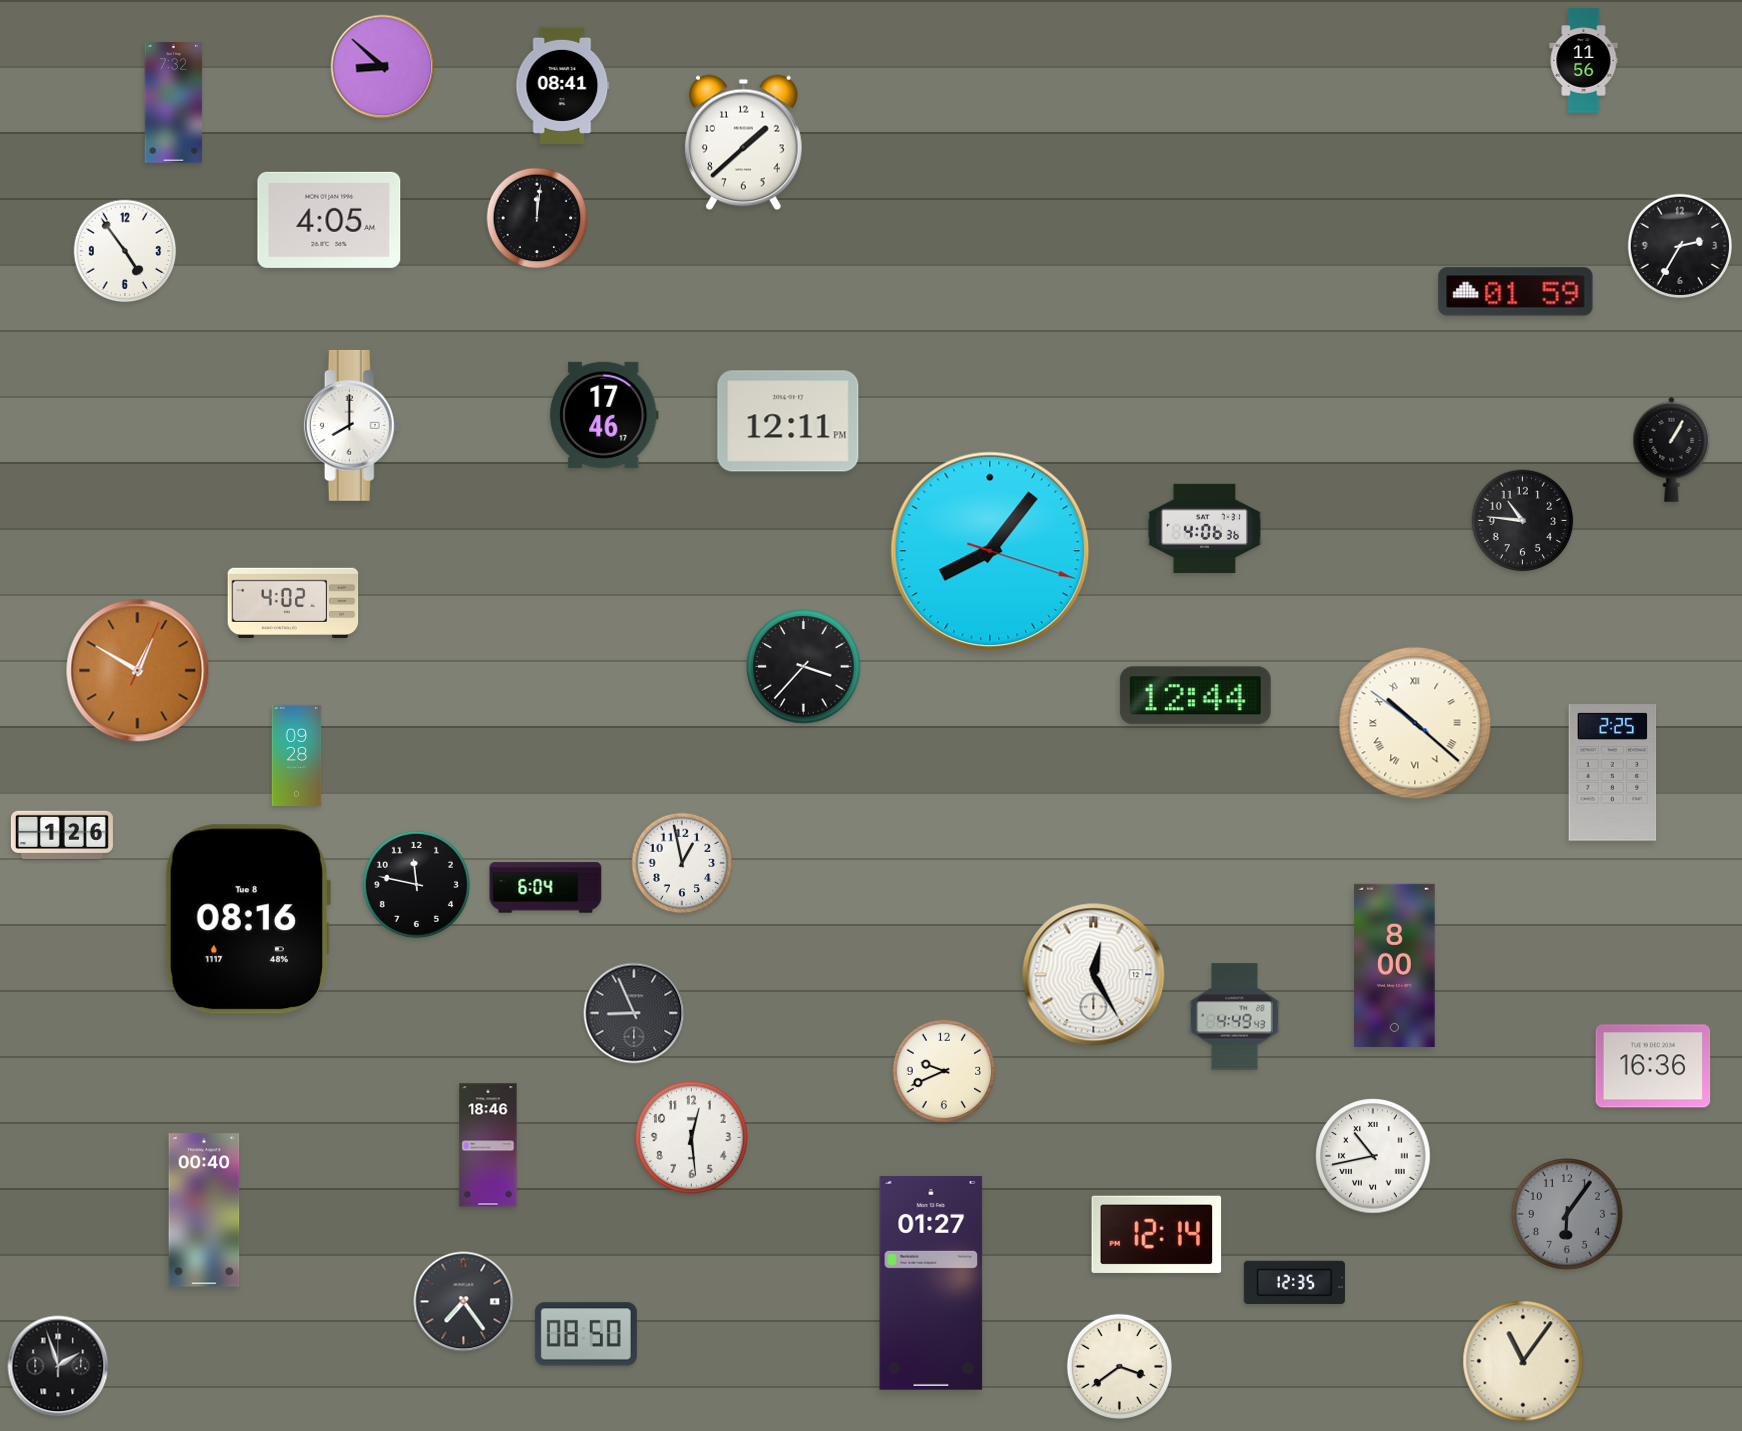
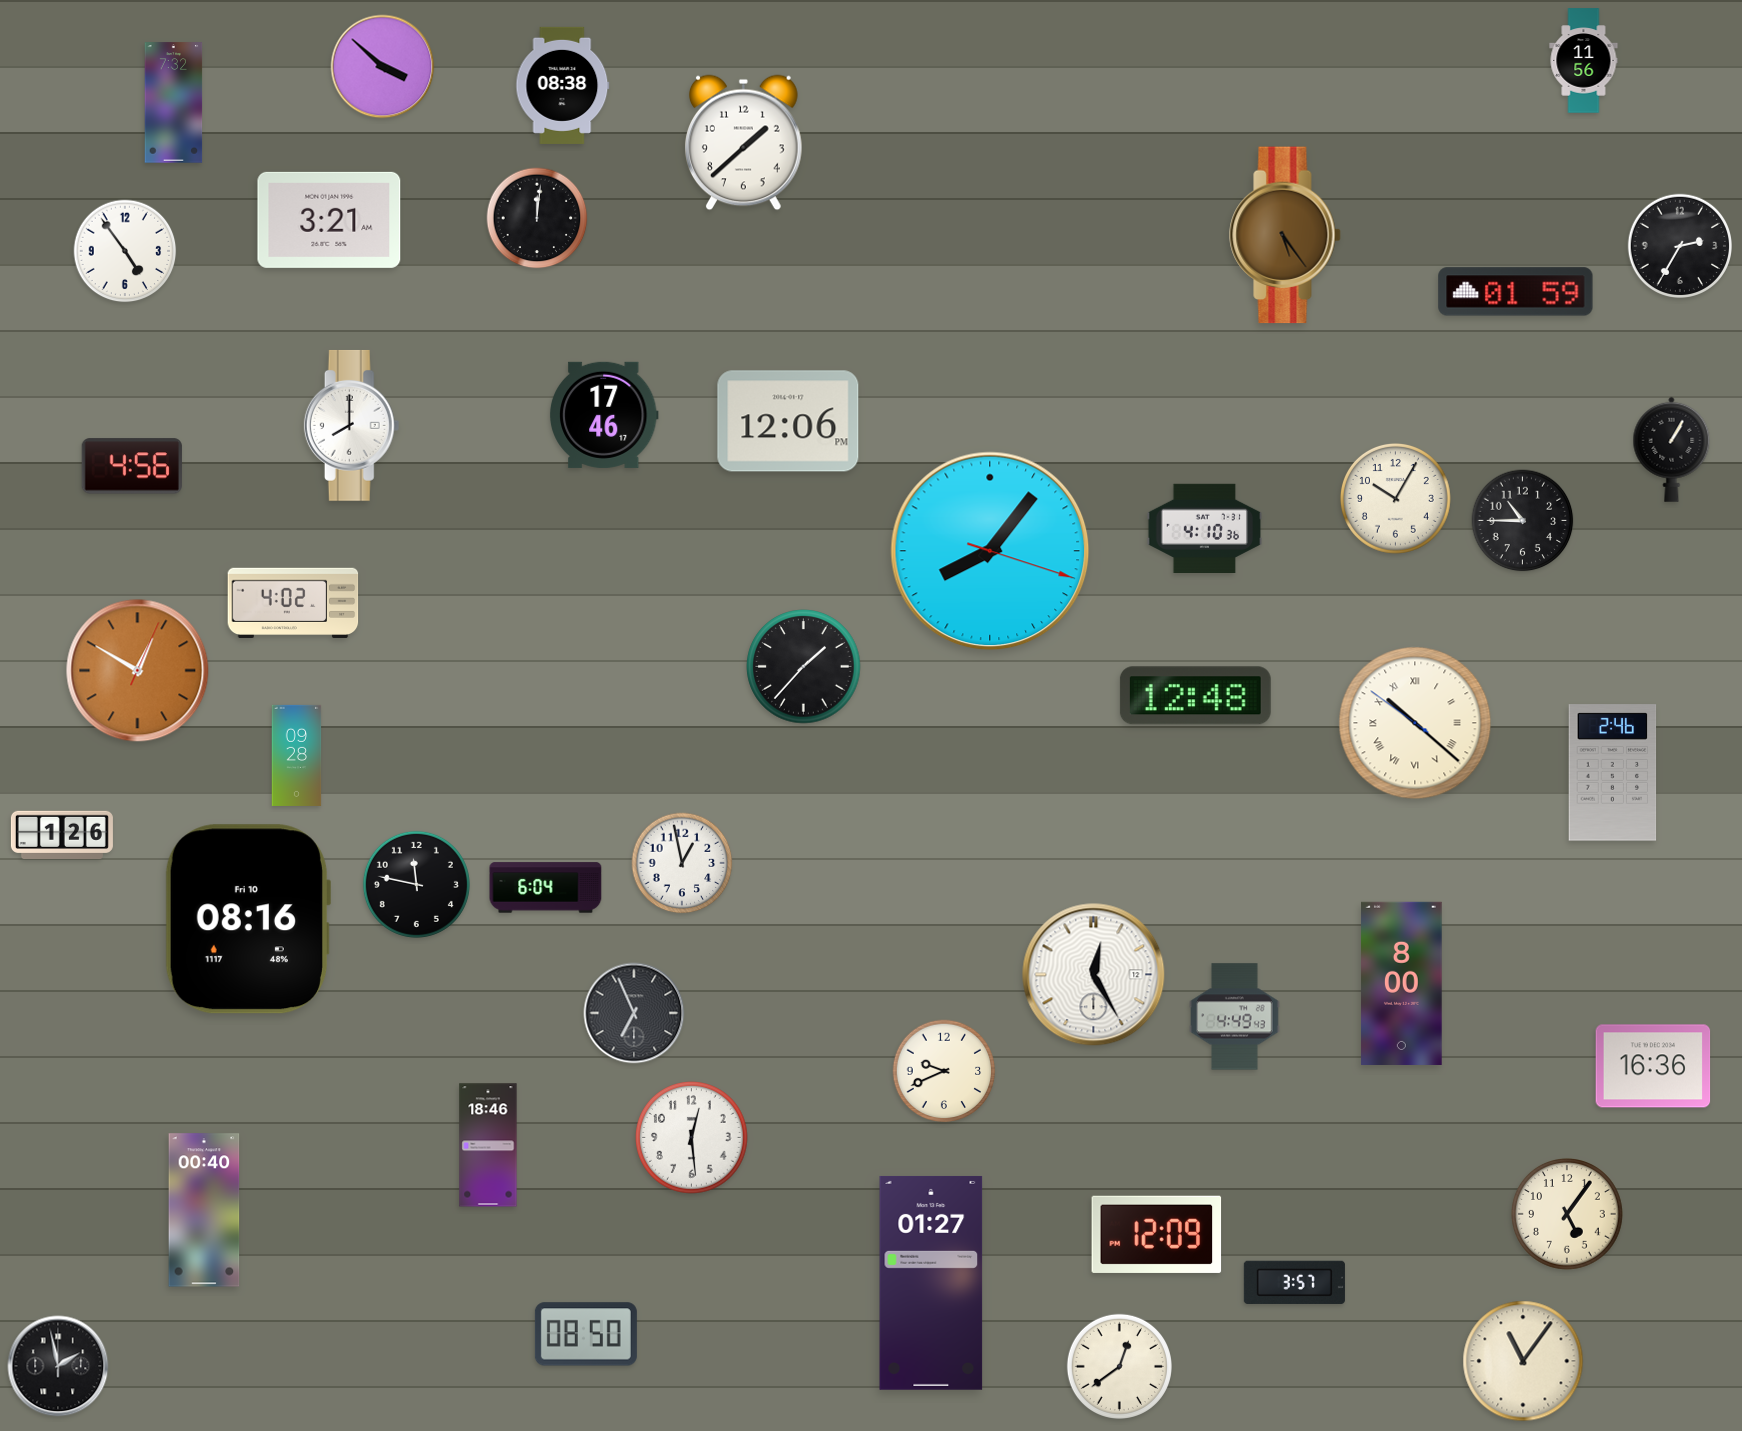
clock at (383, 67): 8:52 -> 3:52
clock at (563, 85): 08:41 -> 08:38
clock at (329, 220): 4:05 -> 3:21
clock at (1285, 235): none -> 5:24
clock at (788, 421): 12:11 -> 12:06
clock at (132, 466): none -> 4:56
clock at (1395, 498): none -> 10:05
clock at (1523, 521): 10:46 -> 10:45
clock at (1205, 528): 4:06 -> 4:10
clock at (804, 667): 3:37 -> 1:37
clock at (1195, 696): 12:44 -> 12:48
clock at (1613, 773): 2:25 -> 2:46
clock at (247, 919) date: Tue 8 -> Fri 10
clock at (1395, 965) position: (1395, 965) -> (1402, 983)
clock at (634, 1013): 8:56 -> 6:56
clock at (1373, 1156): 10:43 -> none
clock at (1568, 1215): 6:06 -> 5:06
clock at (1568, 1215) dial: grey -> cream
clock at (1157, 1234): 12:14 -> 12:09
clock at (1294, 1282): 12:35 -> 3:57
clock at (464, 1302): 7:24 -> none
clock at (58, 1366): 1:57 -> 1:58
clock at (1119, 1366): 3:39 -> 12:39
